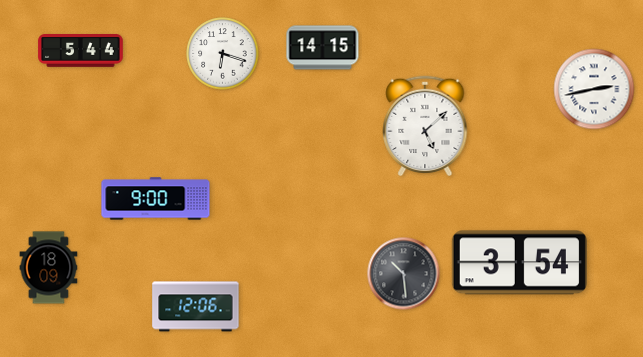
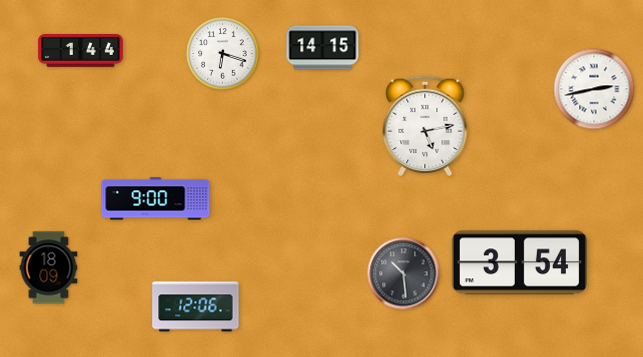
clock at (81, 51): 5:44 -> 1:44
clock at (425, 126): 5:08 -> 5:13
